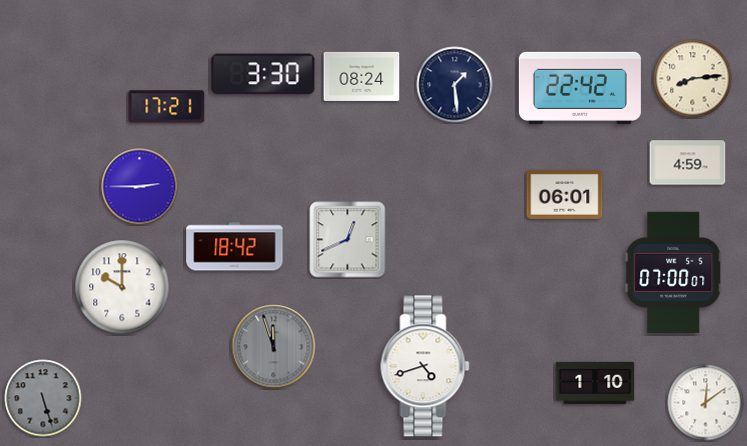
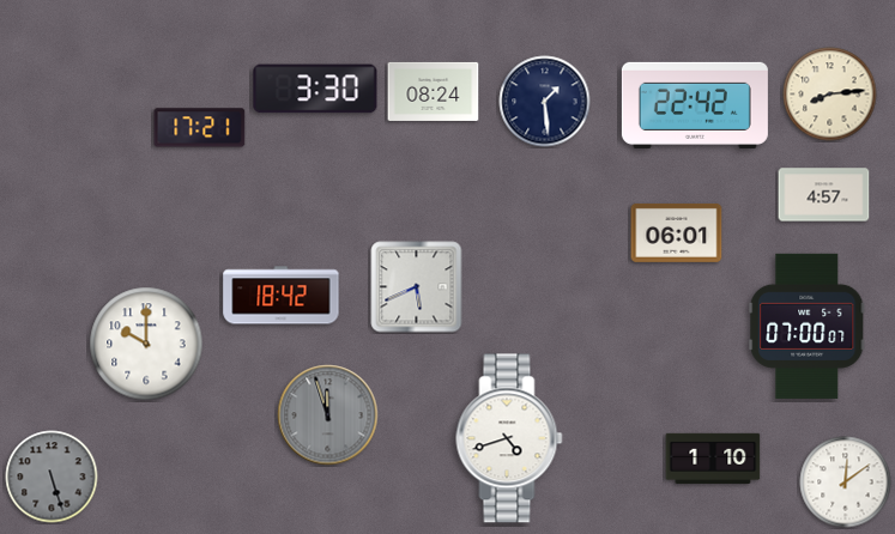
clock at (688, 163): 4:59 -> 4:57
clock at (140, 187): 2:45 -> none
clock at (348, 240): 12:41 -> 5:41
